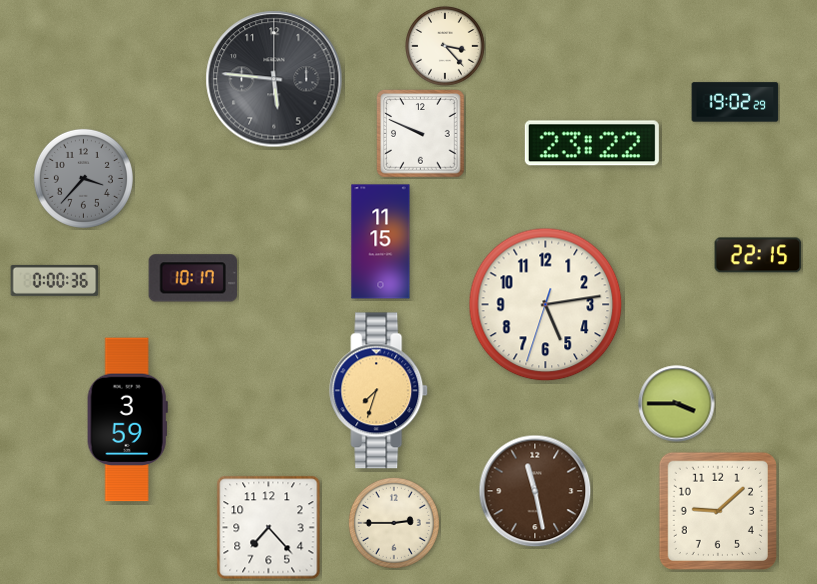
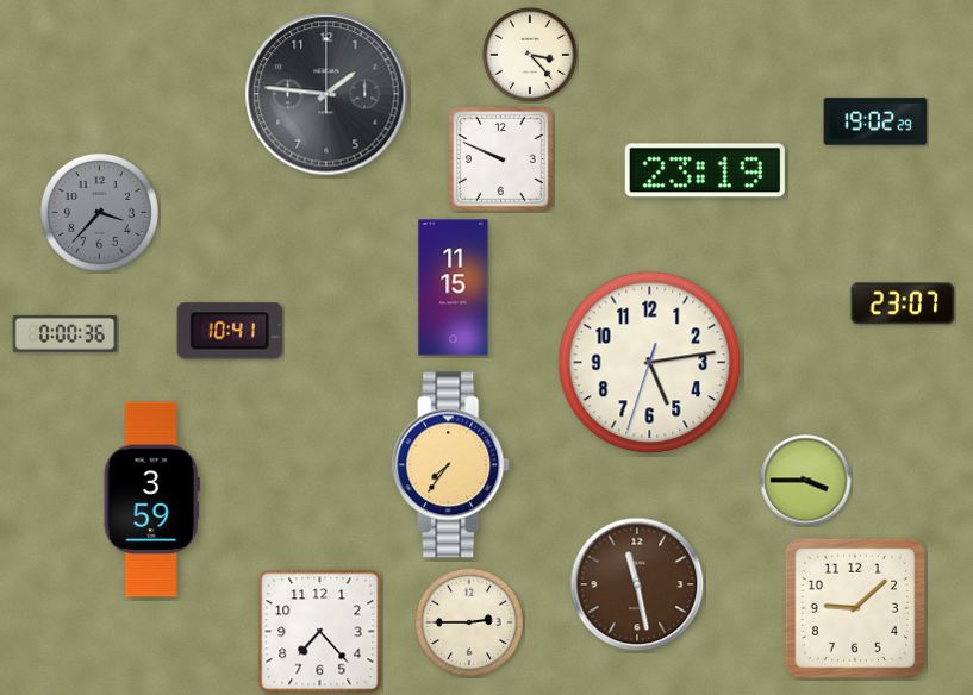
clock at (274, 79): 5:46 -> 1:46
clock at (592, 143): 23:22 -> 23:19
clock at (758, 255): 22:15 -> 23:07
clock at (193, 278): 10:17 -> 10:41
clock at (379, 391): 7:33 -> 7:36
clock at (269, 528) position: (269, 528) -> (320, 632)
